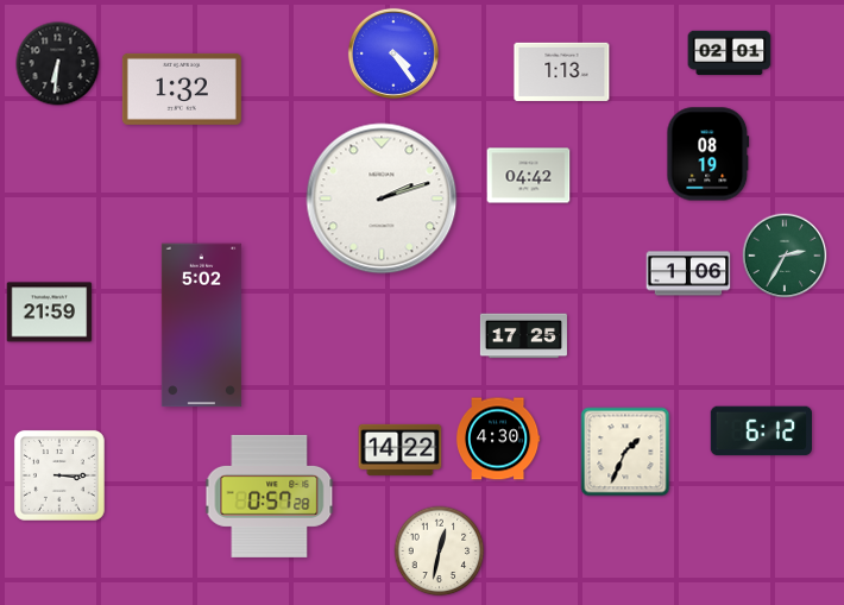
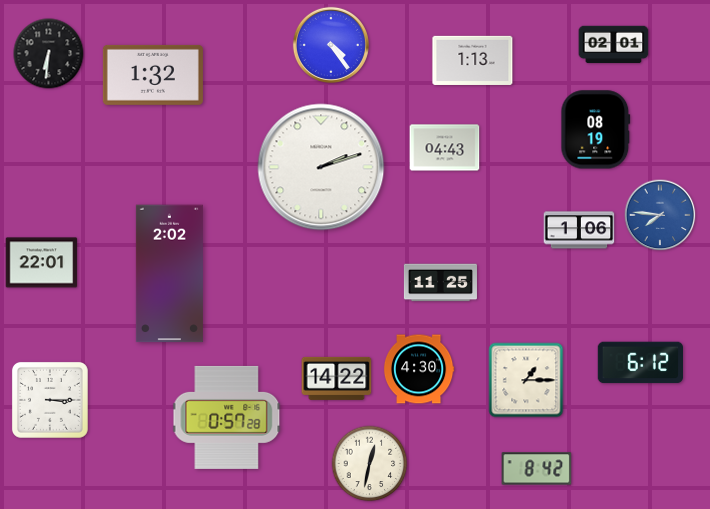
clock at (529, 176): 04:42 -> 04:43
clock at (785, 256): 2:35 -> 7:46
clock at (785, 256) dial: green -> blue
clock at (50, 313): 21:59 -> 22:01
clock at (201, 326): 5:02 -> 2:02
clock at (523, 336): 17:25 -> 11:25
clock at (625, 452): 1:34 -> 1:15
clock at (537, 469): none -> 8:42
